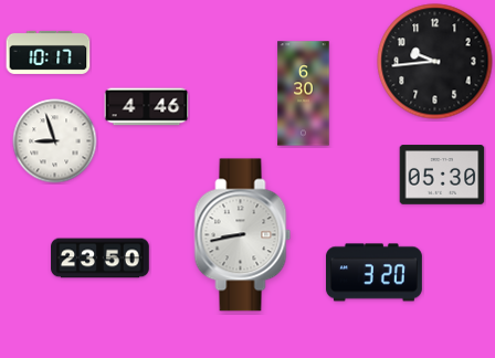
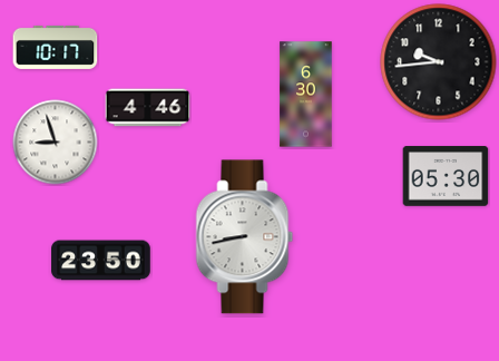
clock at (49, 52) position: (49, 52) -> (56, 47)
clock at (373, 273): 3:20 -> none
